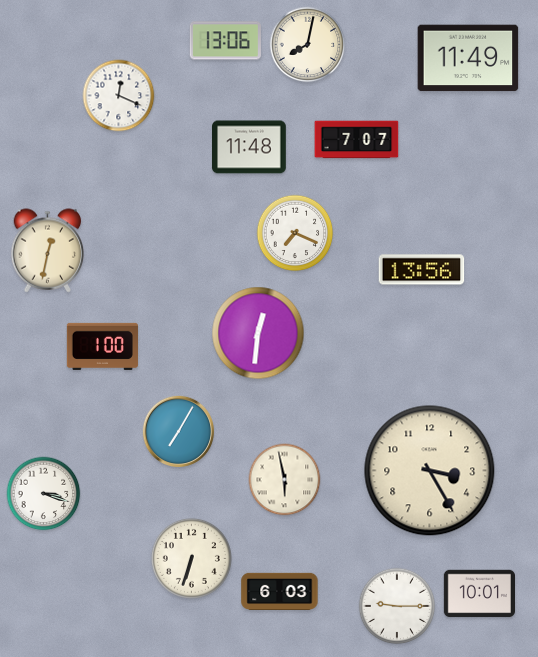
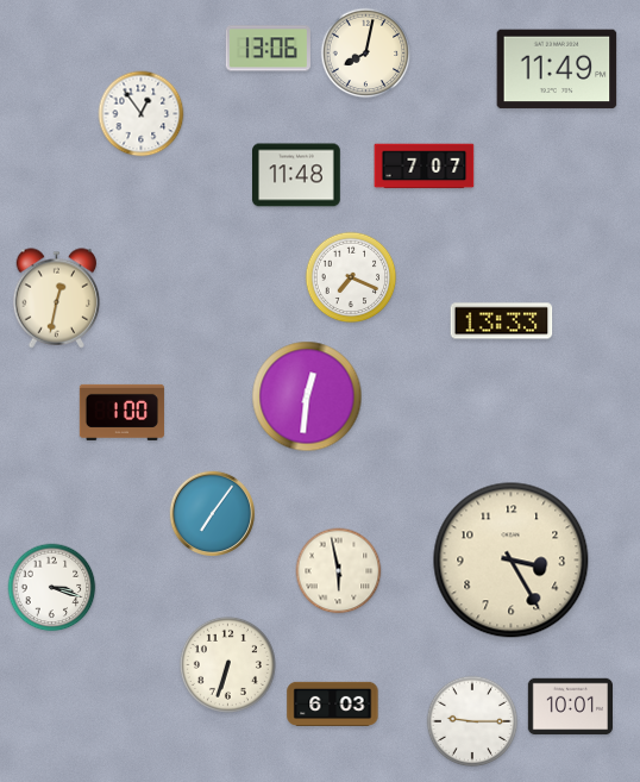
clock at (119, 96): 12:19 -> 12:54
clock at (422, 270): 13:56 -> 13:33
clock at (178, 431): 7:05 -> 7:06
